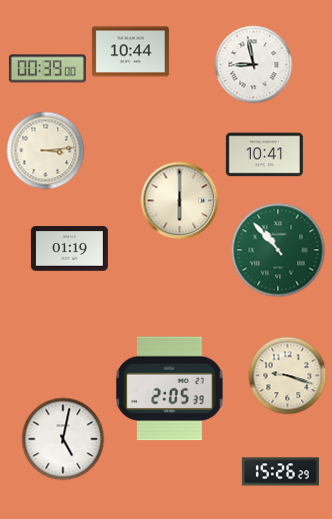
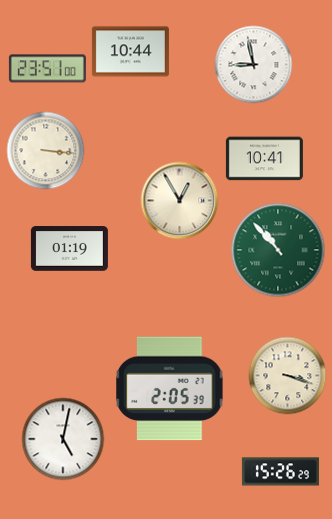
clock at (47, 69): 00:39 -> 23:51
clock at (45, 150): 3:14 -> 3:16
clock at (264, 155) position: (264, 155) -> (264, 159)
clock at (179, 200): 6:00 -> 12:55
clock at (287, 375): 9:18 -> 3:18
